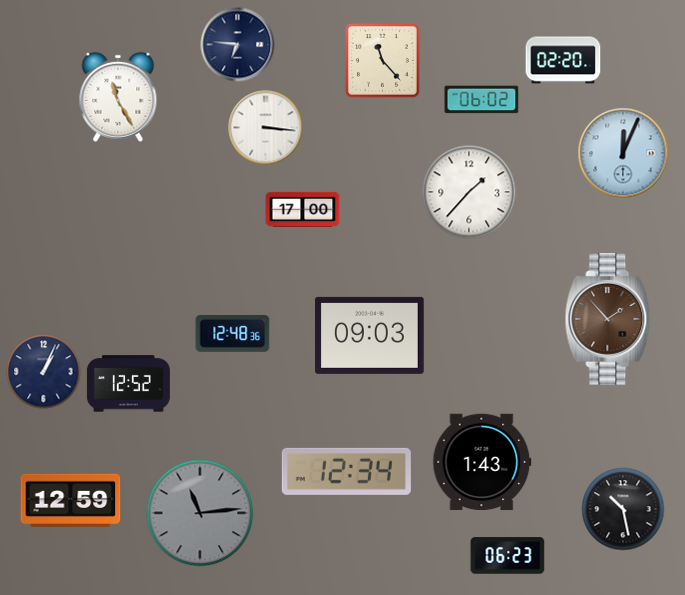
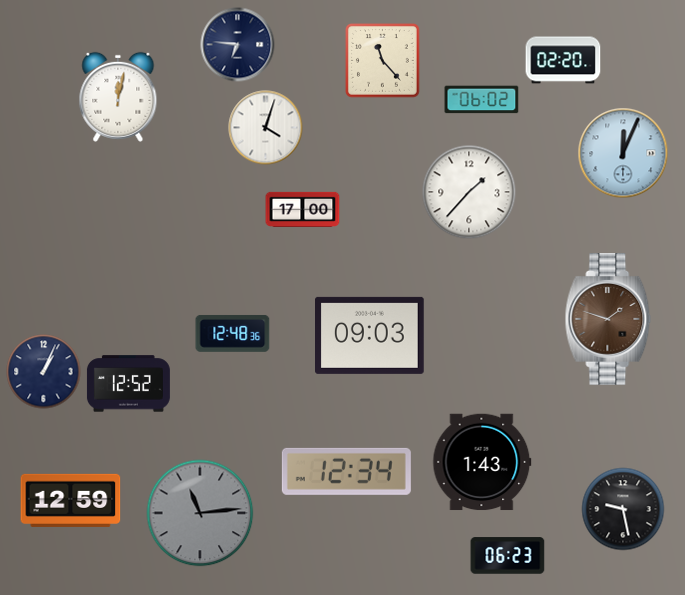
clock at (118, 97): 11:25 -> 12:02
clock at (266, 128): 3:16 -> 4:03
clock at (608, 320): 1:53 -> 1:48
clock at (623, 509): 10:28 -> 9:28
